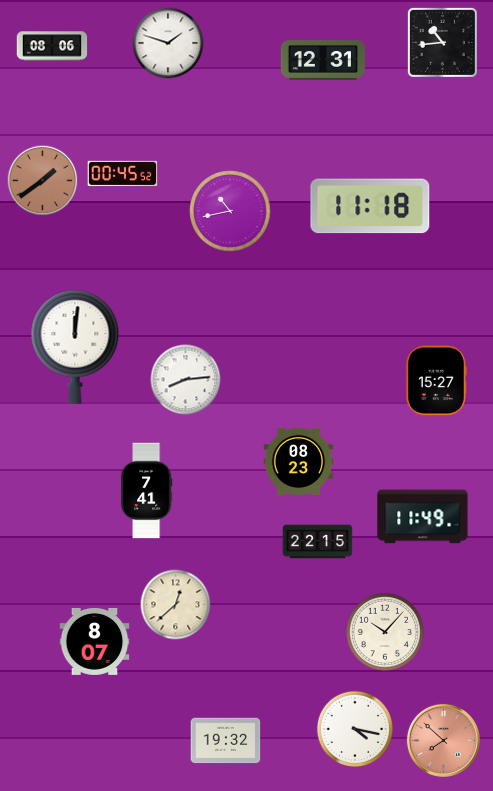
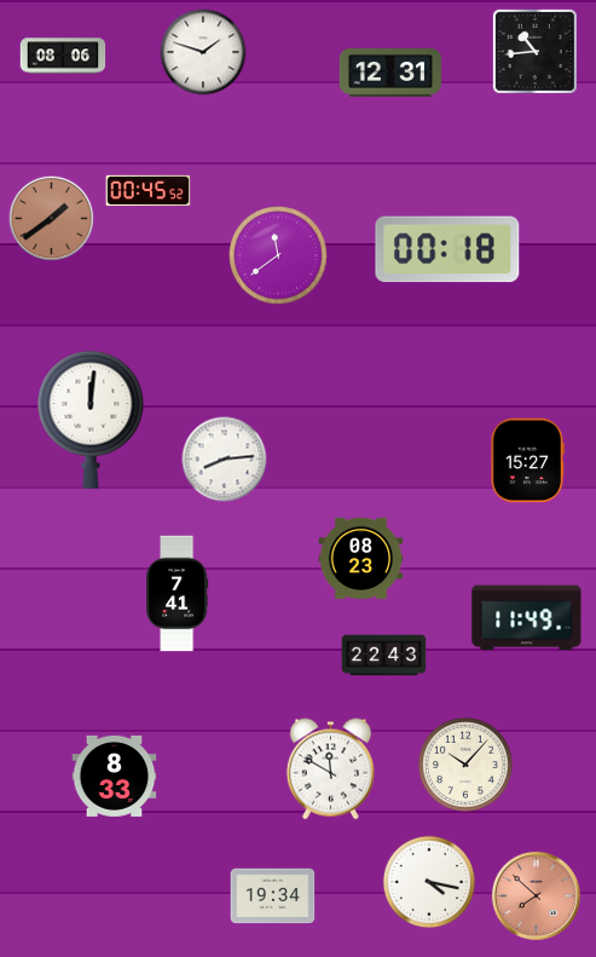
clock at (123, 173) position: (123, 173) -> (149, 190)
clock at (370, 206): 11:18 -> 00:18
clock at (230, 211): 10:43 -> 11:39
clock at (423, 517) position: (423, 517) -> (527, 618)
clock at (318, 542): 22:15 -> 22:43
clock at (176, 605): 12:38 -> none
clock at (330, 769): none -> 11:50
clock at (95, 641): 8:07 -> 8:33
clock at (226, 741): 19:32 -> 19:34
